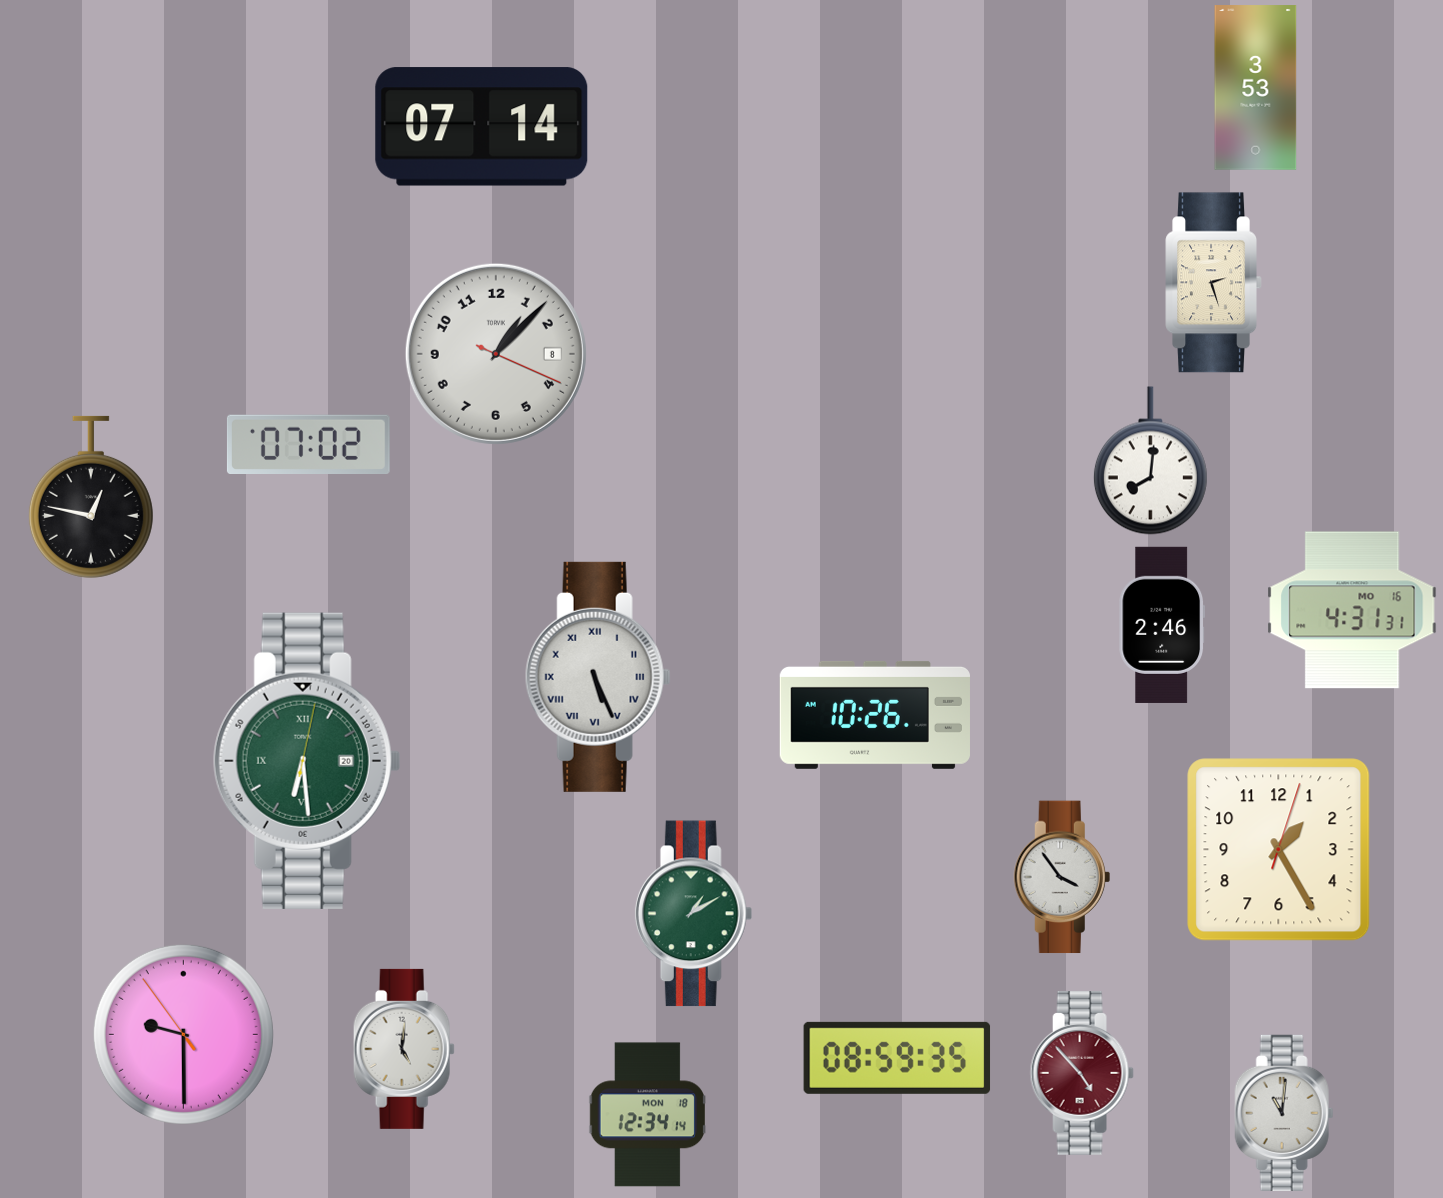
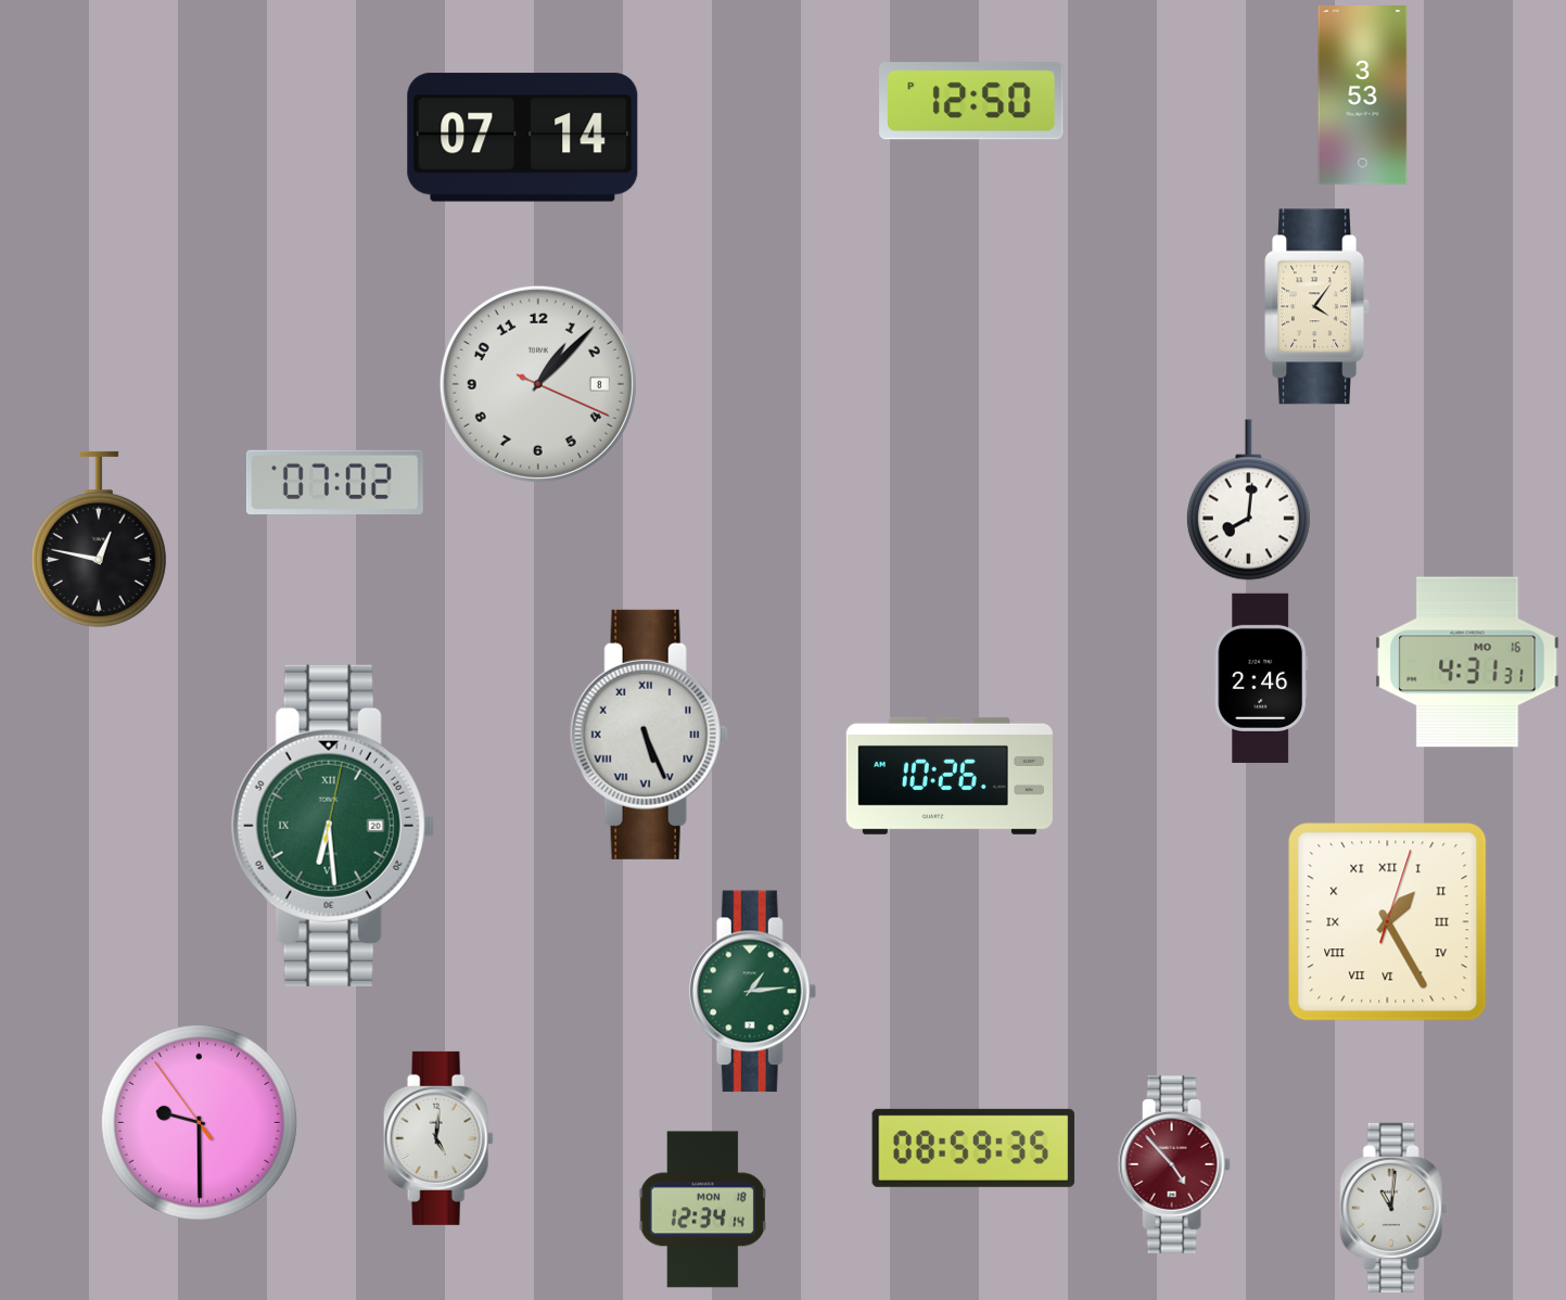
clock at (971, 101): none -> 12:50
clock at (1213, 283): 2:27 -> 4:06
clock at (1279, 850) numerals: Arabic -> Roman
clock at (1062, 877): 3:54 -> none
clock at (694, 914): 1:10 -> 1:14
